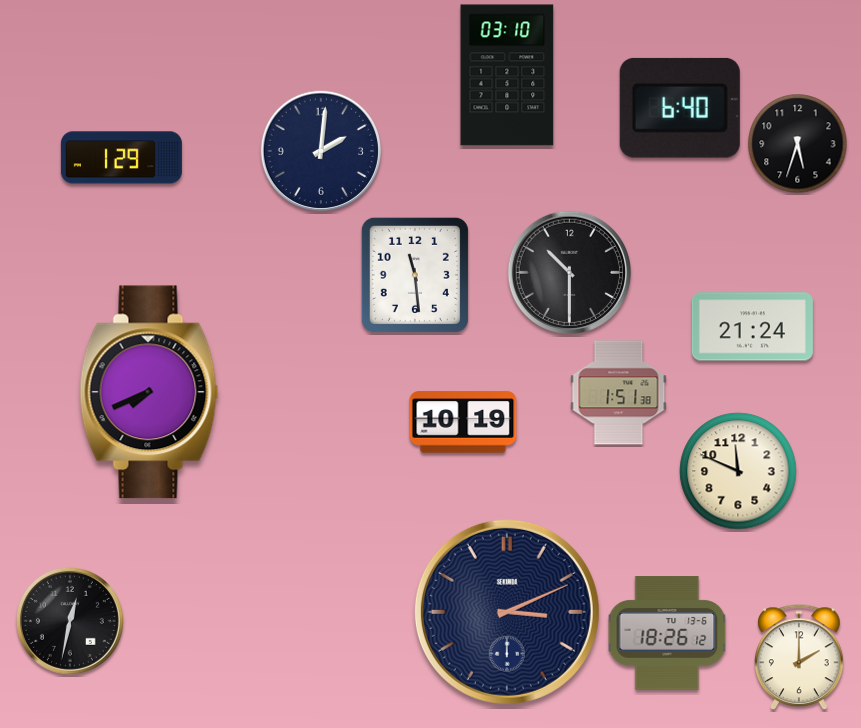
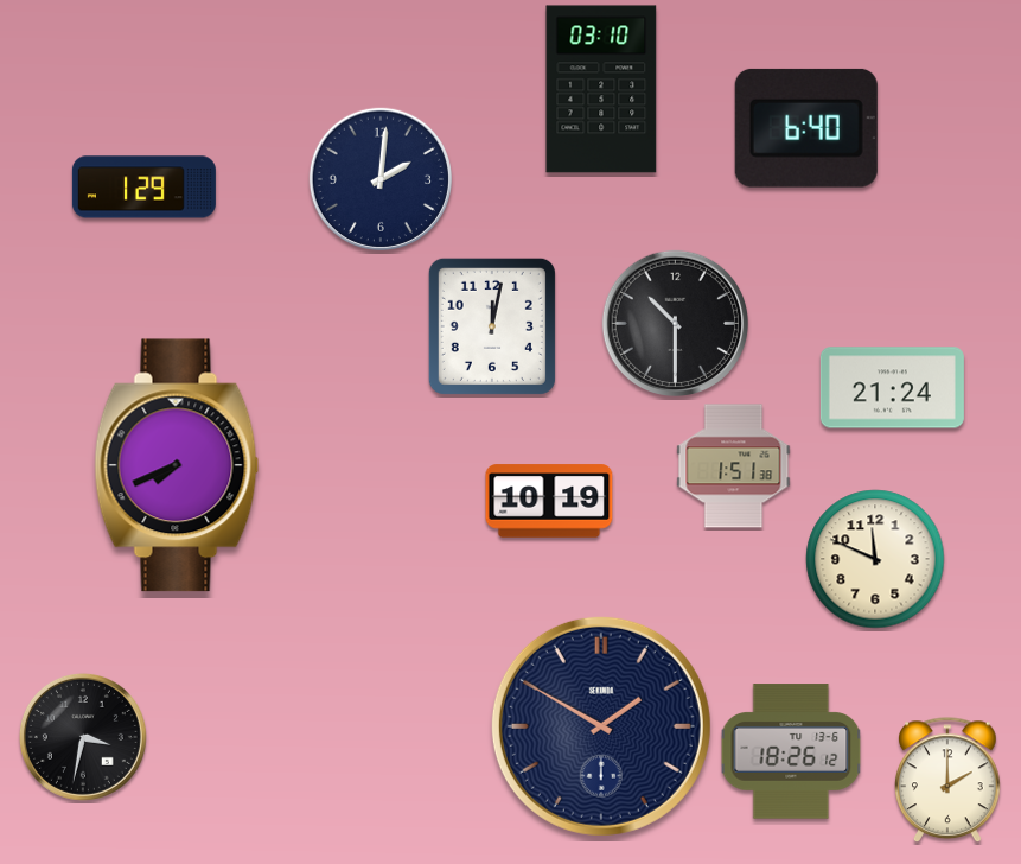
clock at (798, 144): 5:33 -> none
clock at (415, 275): 11:29 -> 12:02
clock at (507, 612): 3:11 -> 1:50
clock at (70, 621): 12:32 -> 3:32
